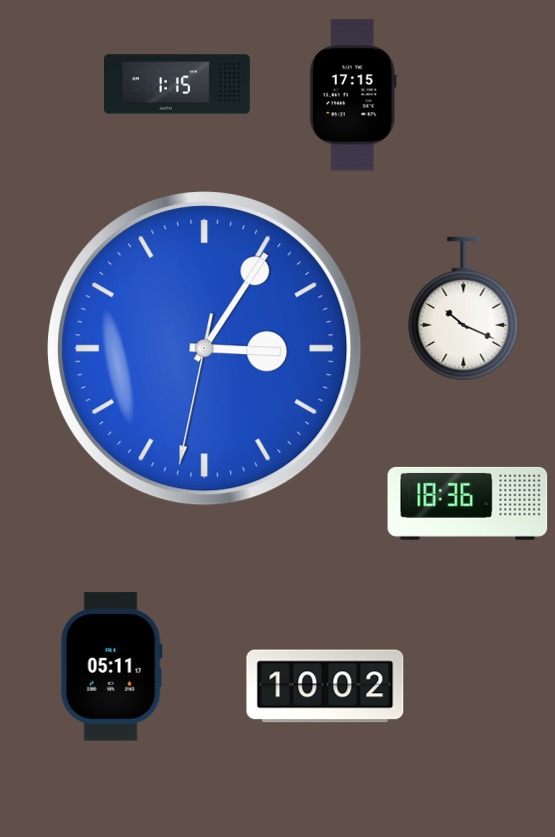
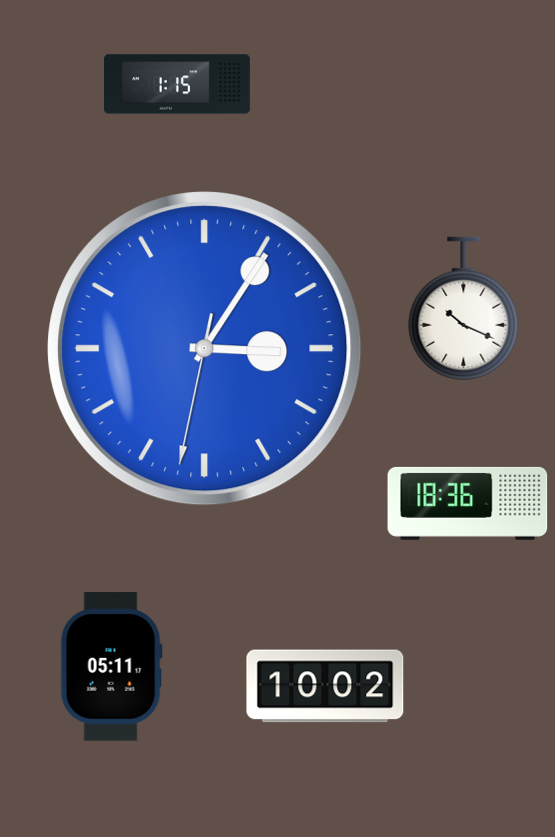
clock at (353, 95): 17:15 -> none
